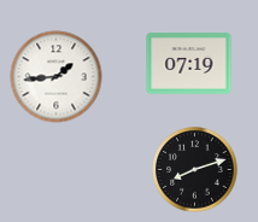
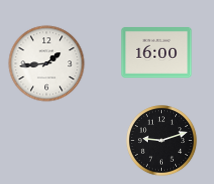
clock at (189, 64): 07:19 -> 16:00
clock at (195, 170): 8:12 -> 9:12
